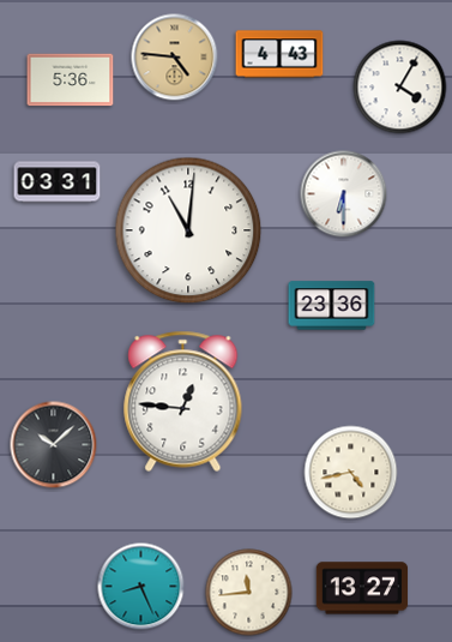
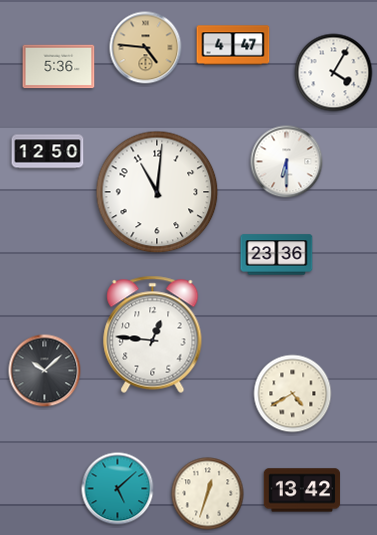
clock at (279, 54): 4:43 -> 4:47
clock at (58, 182): 03:31 -> 12:50
clock at (351, 473): 4:43 -> 4:40
clock at (141, 587): 8:26 -> 5:08
clock at (362, 588): 13:27 -> 13:42
clock at (249, 593): 11:44 -> 12:33
